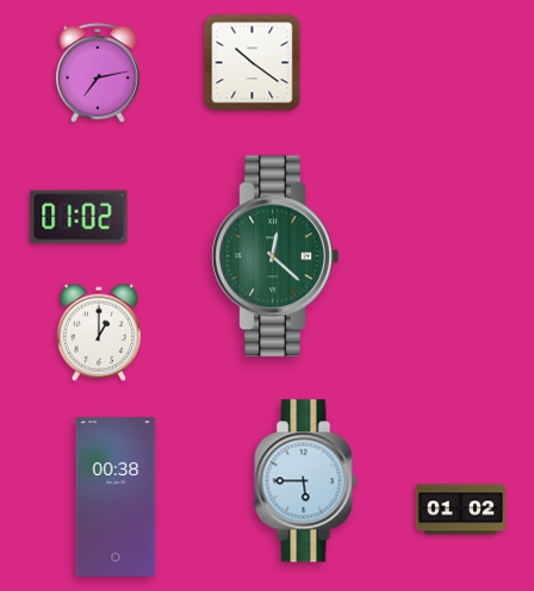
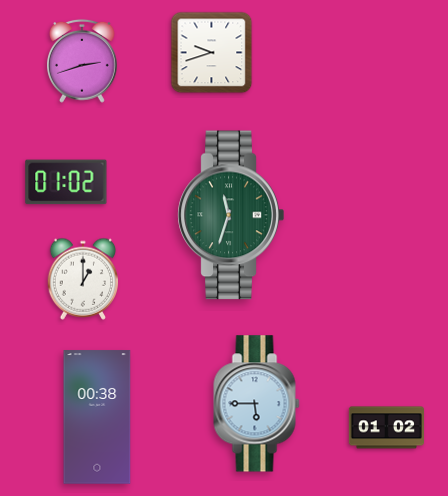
clock at (253, 63): 10:21 -> 9:42
clock at (99, 73): 7:13 -> 2:42
clock at (275, 256): 12:22 -> 11:33
